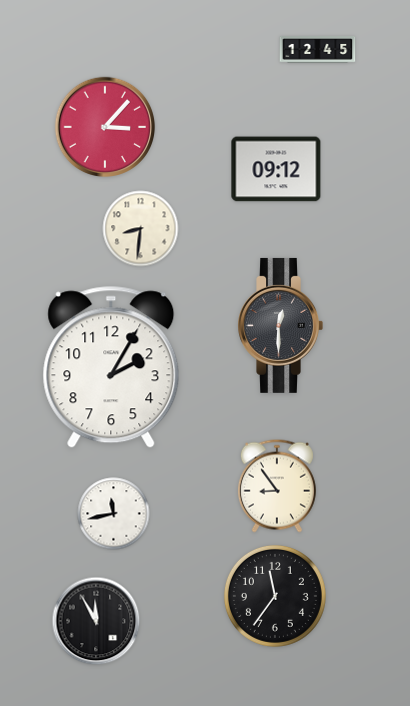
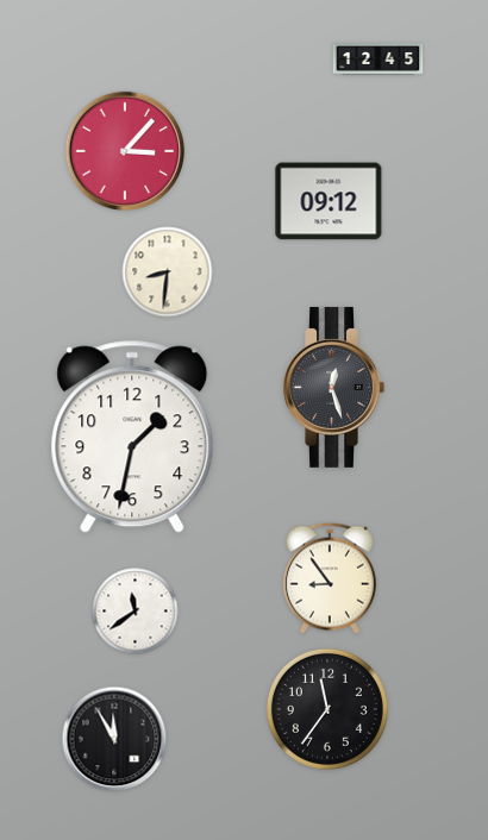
clock at (280, 325): 12:30 -> 12:27
clock at (111, 367): 2:05 -> 1:32
clock at (114, 514): 11:43 -> 11:39
